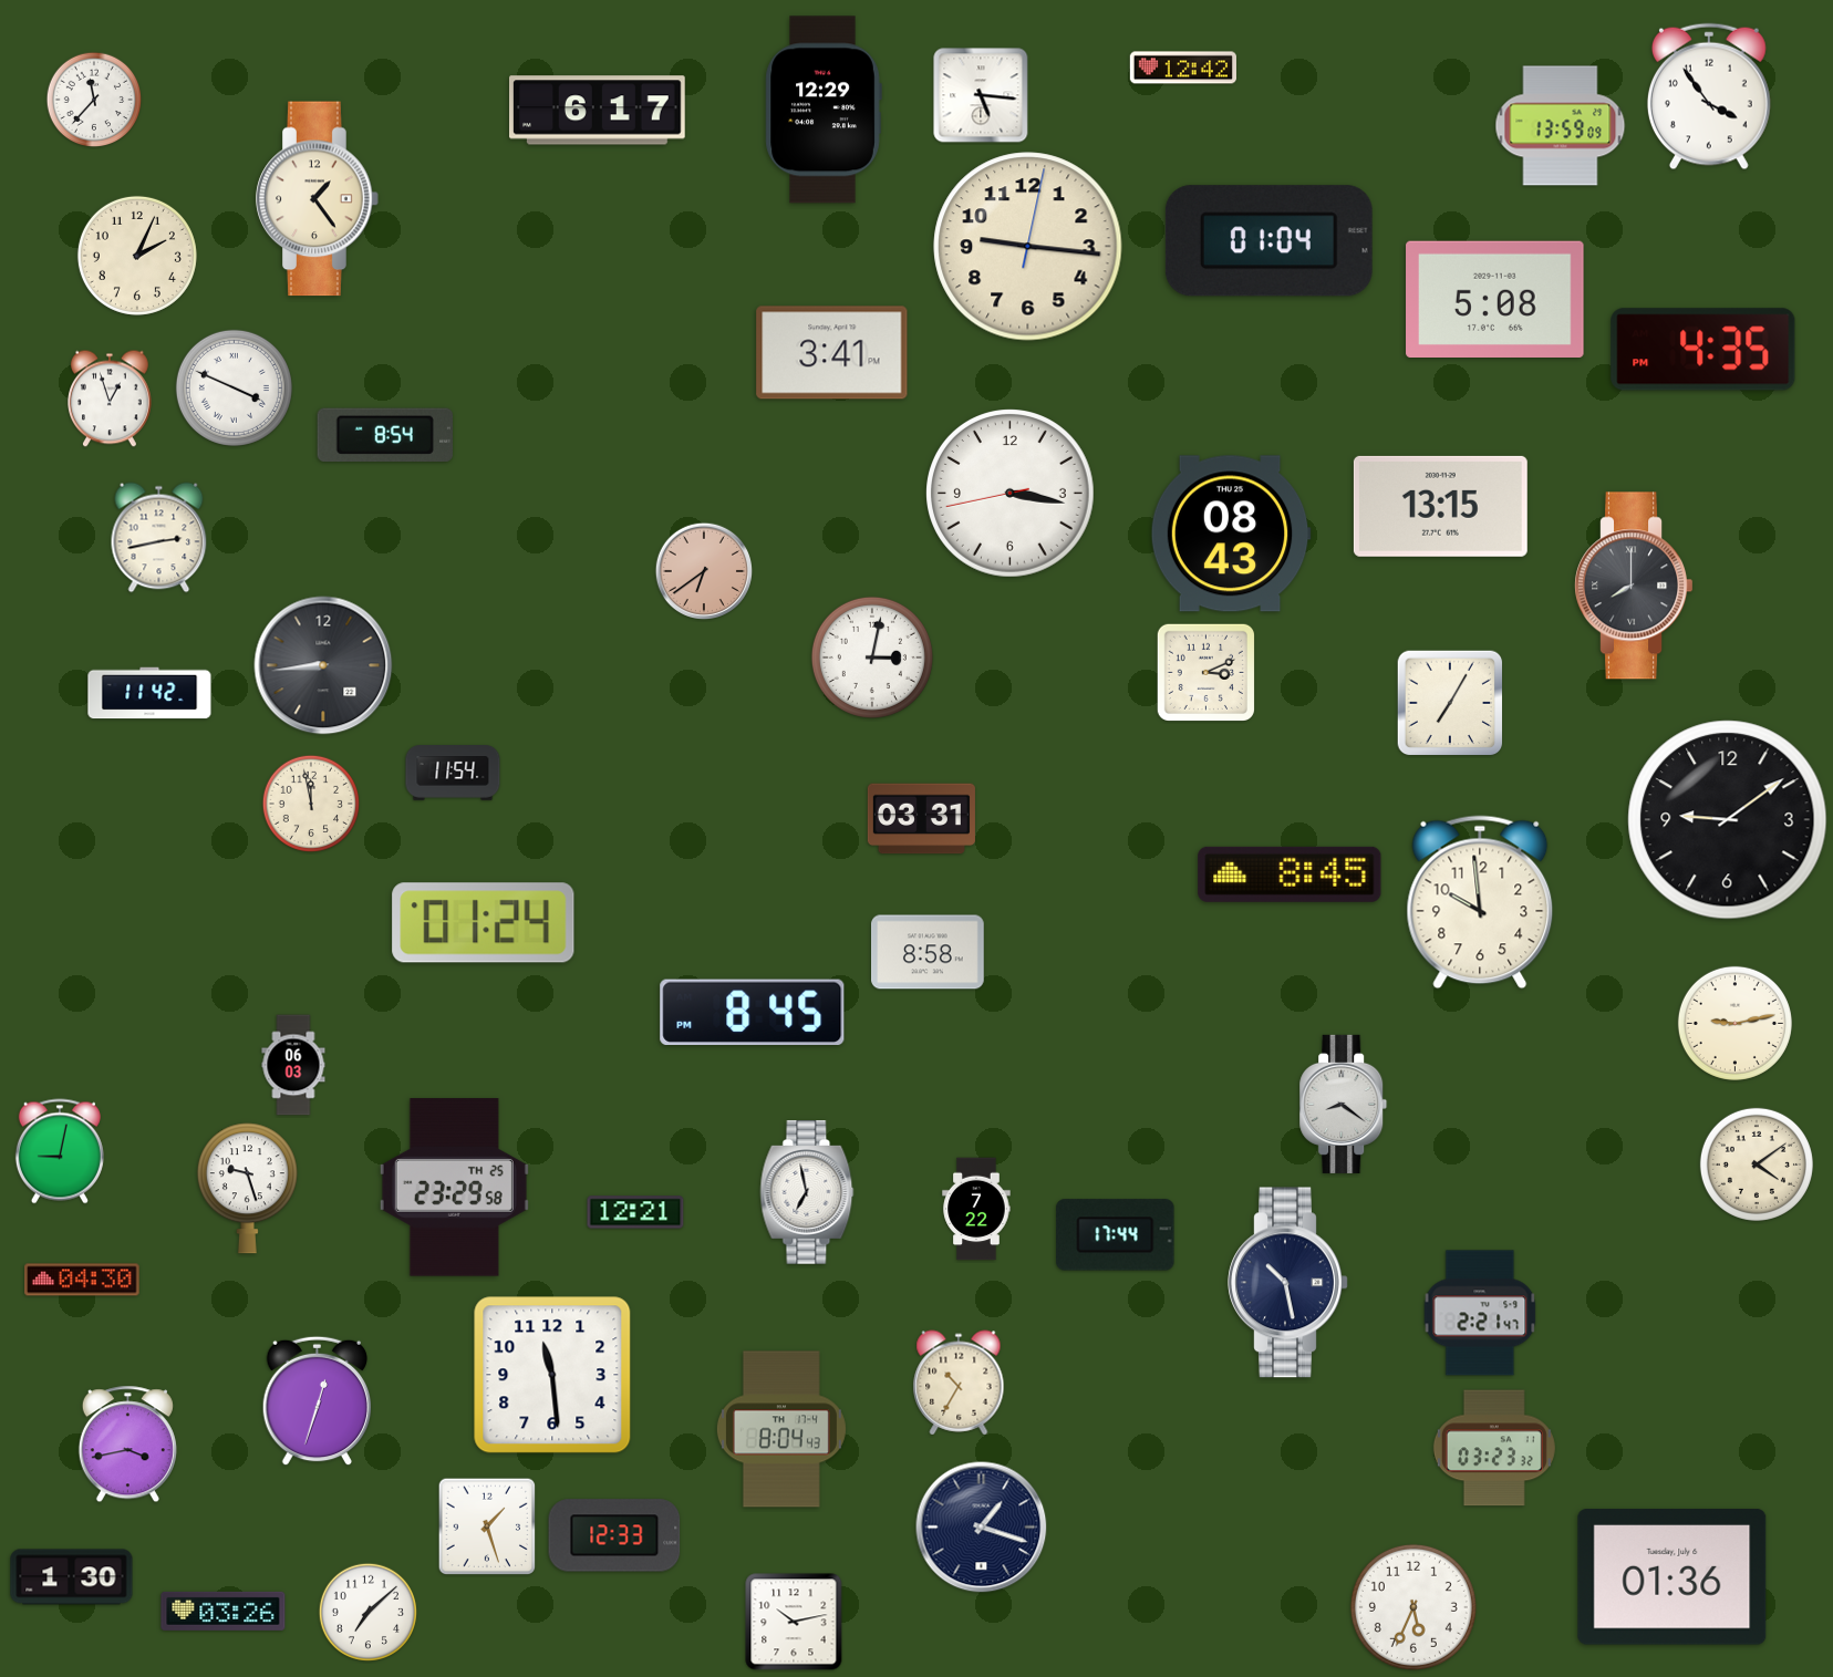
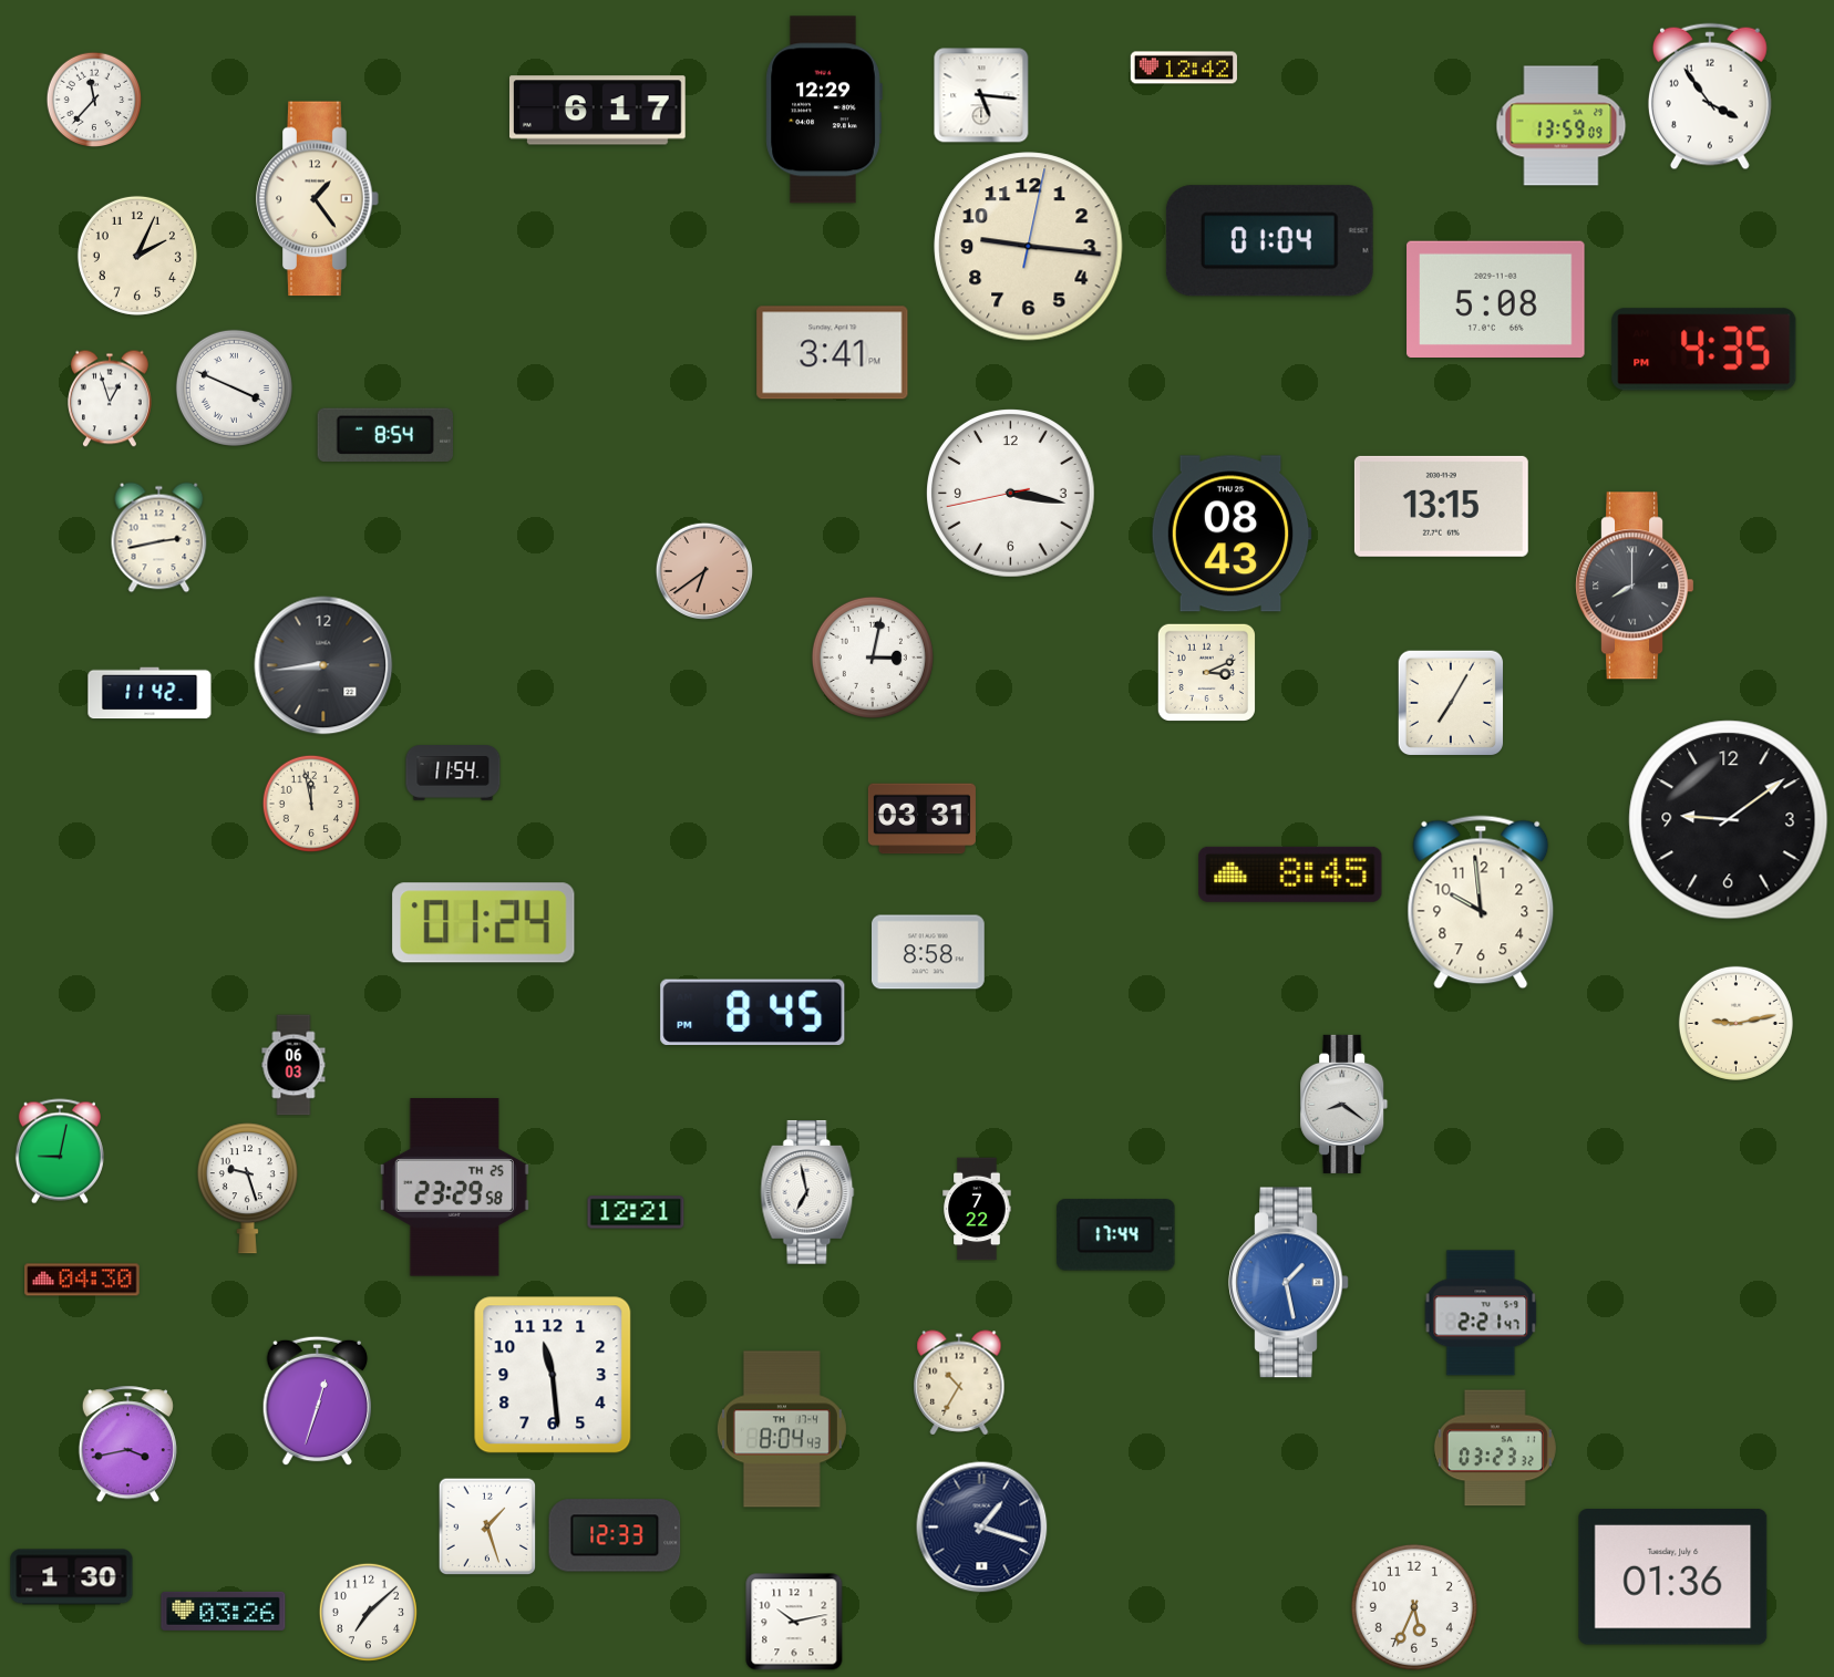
clock at (1757, 1164): 4:09 -> none
clock at (1288, 1283): 10:28 -> 1:28
clock at (1288, 1283) dial: navy -> blue
